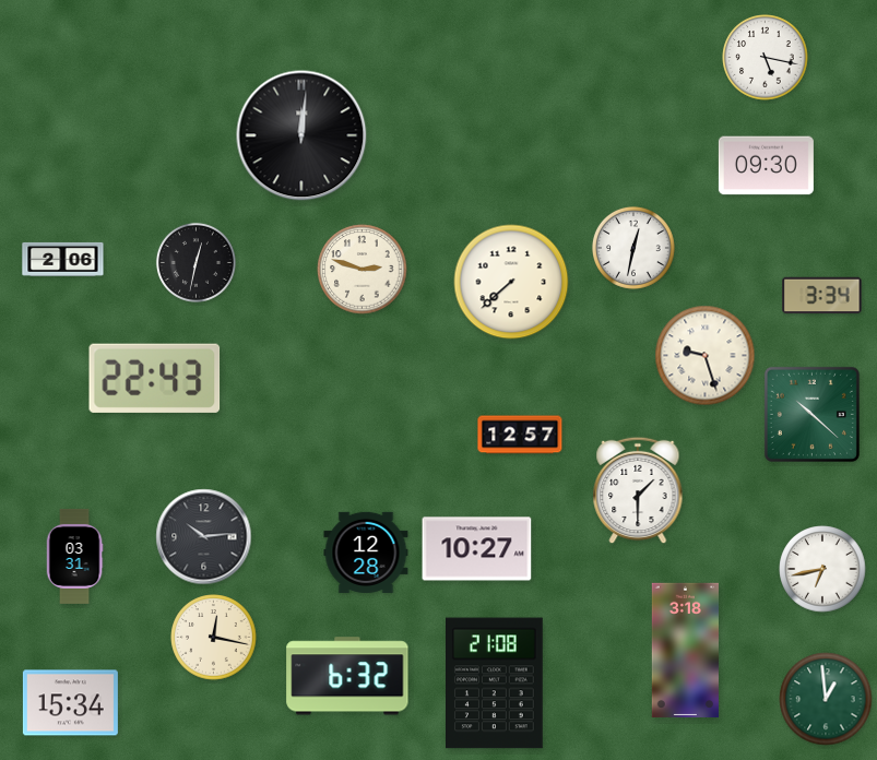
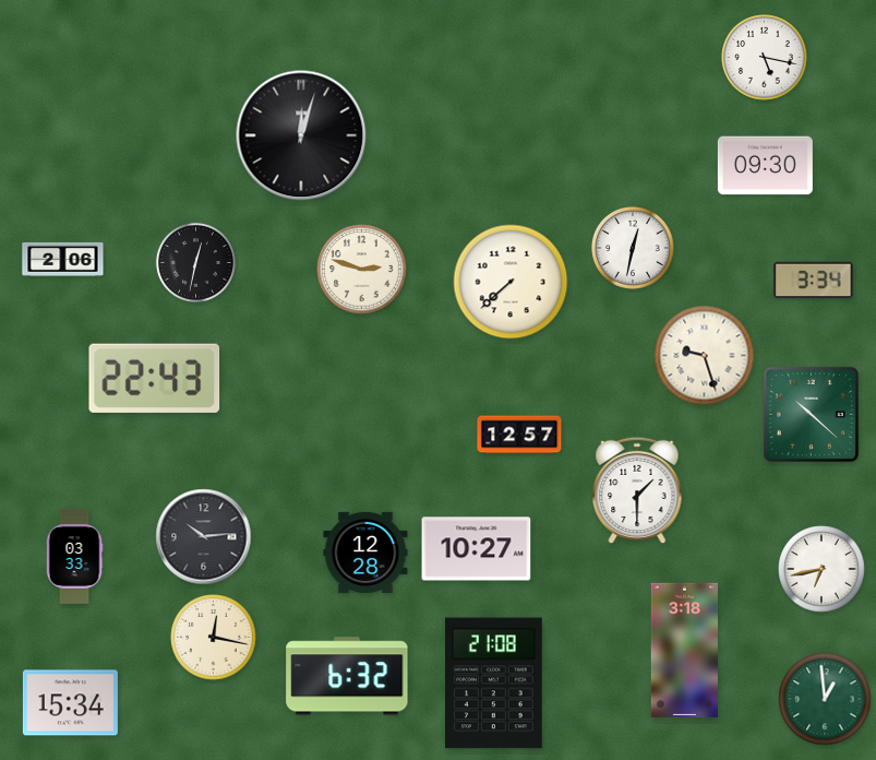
clock at (301, 135): 12:01 -> 12:03
clock at (822, 296) position: (822, 296) -> (814, 281)
clock at (74, 556): 03:31 -> 03:33
